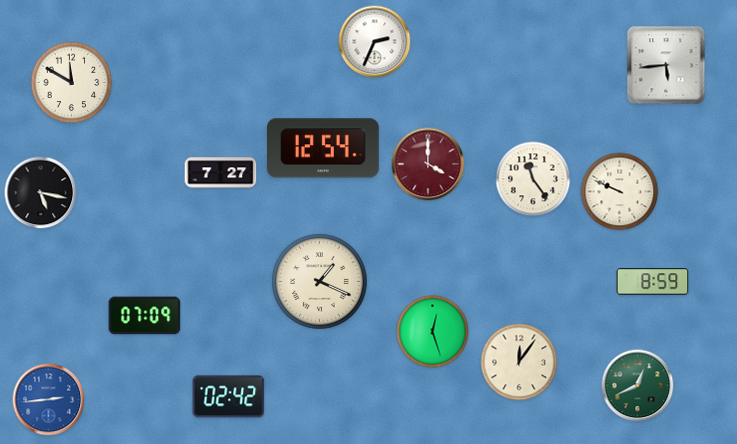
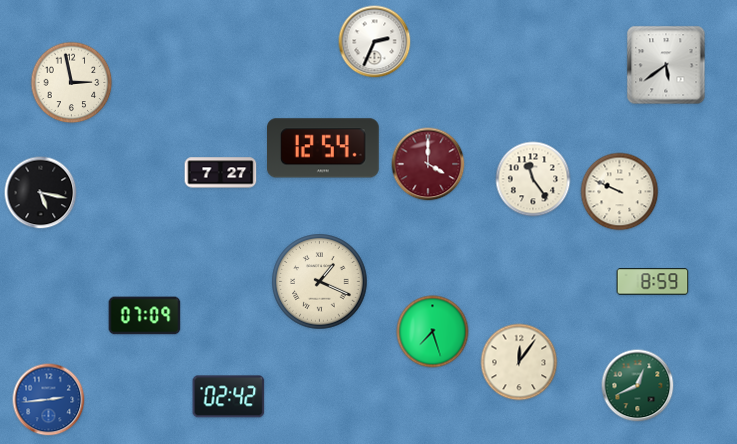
clock at (666, 65): 5:44 -> 5:39
clock at (72, 83): 11:50 -> 2:58
clock at (433, 332): 12:27 -> 7:27
